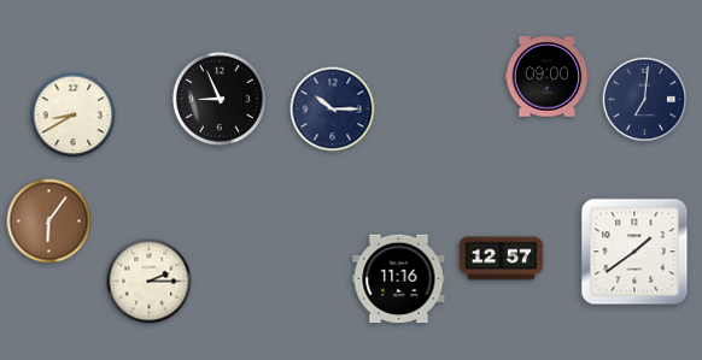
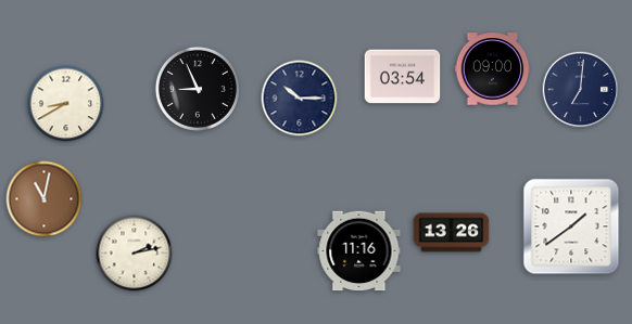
clock at (403, 77): none -> 03:54
clock at (49, 222): 6:06 -> 11:02
clock at (502, 259): 12:57 -> 13:26
clock at (150, 282): 2:15 -> 2:13
